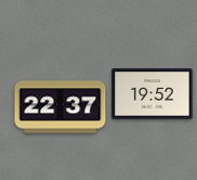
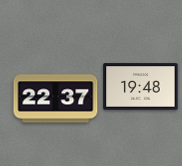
clock at (153, 94): 19:52 -> 19:48
